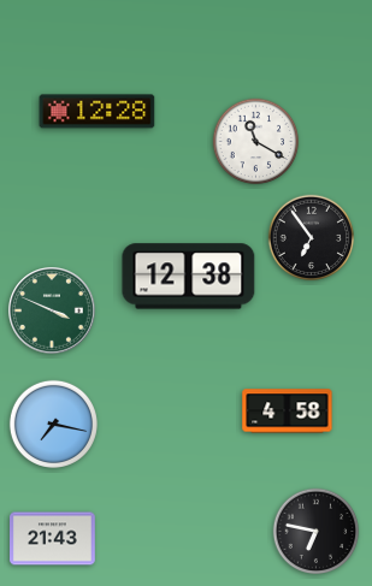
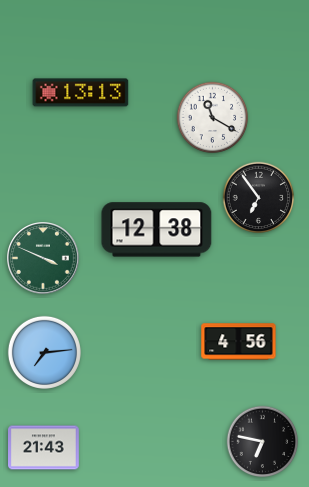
clock at (98, 112): 12:28 -> 13:13
clock at (288, 412): 4:58 -> 4:56
clock at (53, 424): 7:17 -> 7:14
